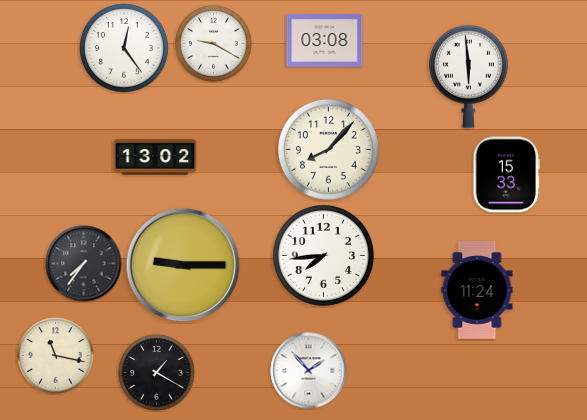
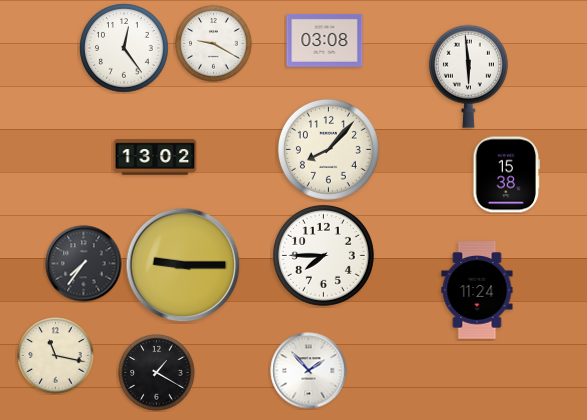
clock at (507, 175): 15:33 -> 15:38
clock at (323, 255): 7:44 -> 7:45
